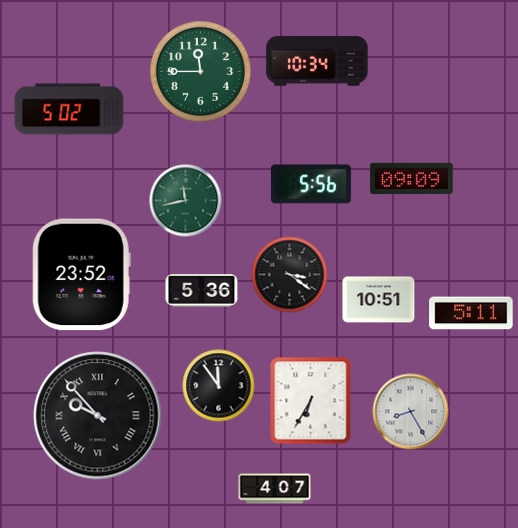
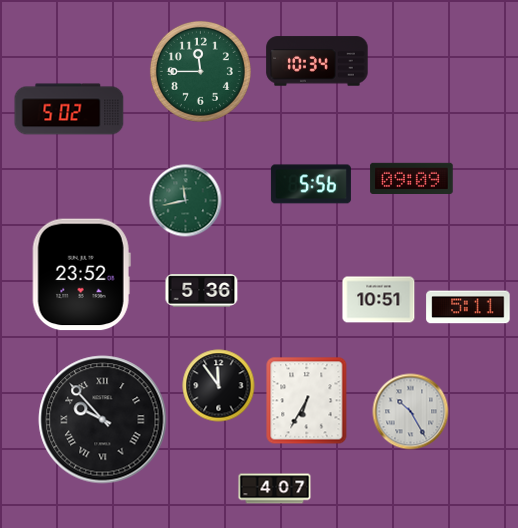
clock at (290, 275): 3:21 -> none
clock at (471, 313) position: (471, 313) -> (468, 307)
clock at (311, 401) position: (311, 401) -> (307, 401)
clock at (411, 412): 8:25 -> 10:25
clock at (98, 416) position: (98, 416) -> (103, 420)
